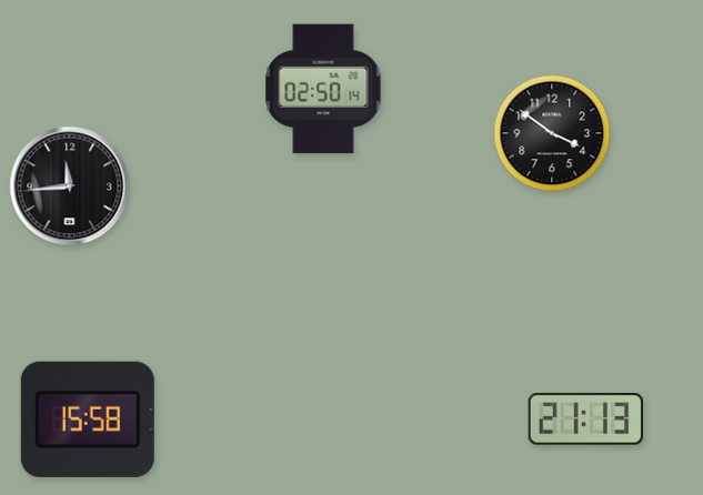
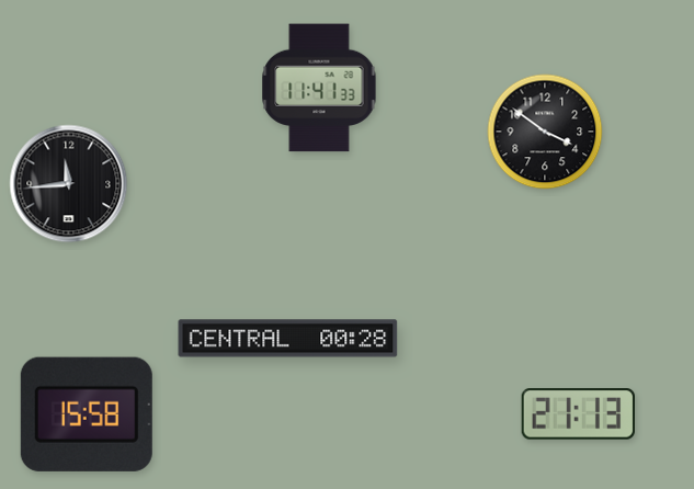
clock at (323, 89): 02:50 -> 11:41
clock at (288, 339): none -> 00:28
